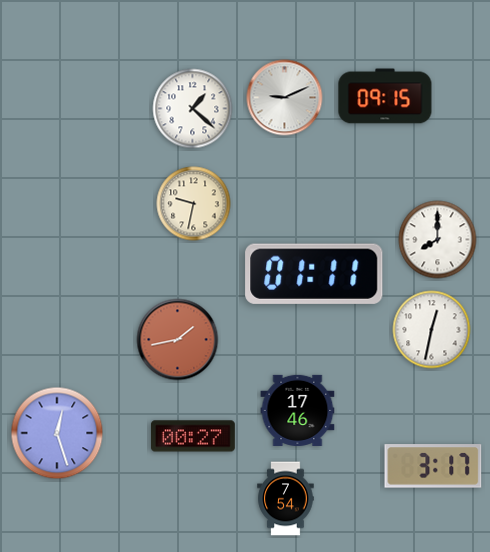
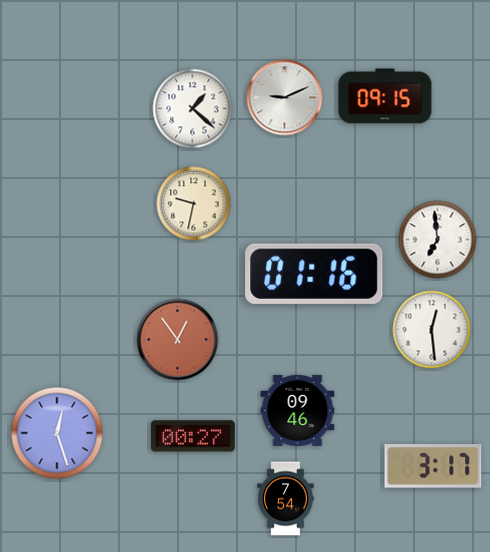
clock at (438, 240): 8:00 -> 6:59
clock at (314, 274): 01:11 -> 01:16
clock at (432, 330): 12:32 -> 12:29
clock at (178, 340): 1:43 -> 12:54
clock at (298, 410): 17:46 -> 09:46
